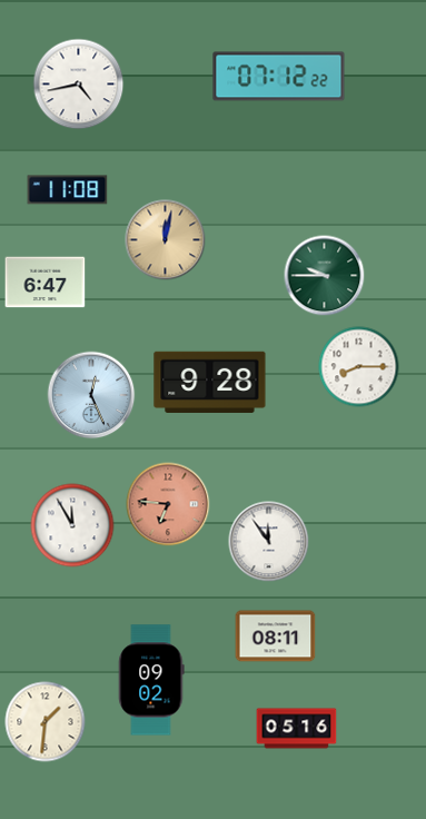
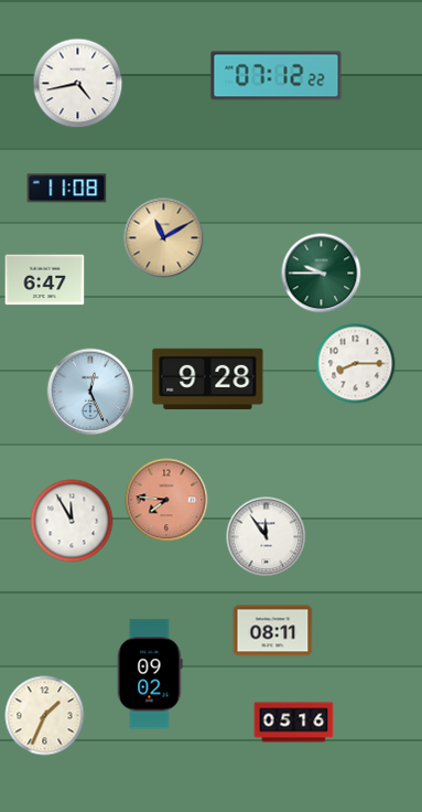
clock at (166, 240): 12:02 -> 11:10
clock at (168, 504): 6:46 -> 7:46
clock at (46, 722): 1:31 -> 1:34
